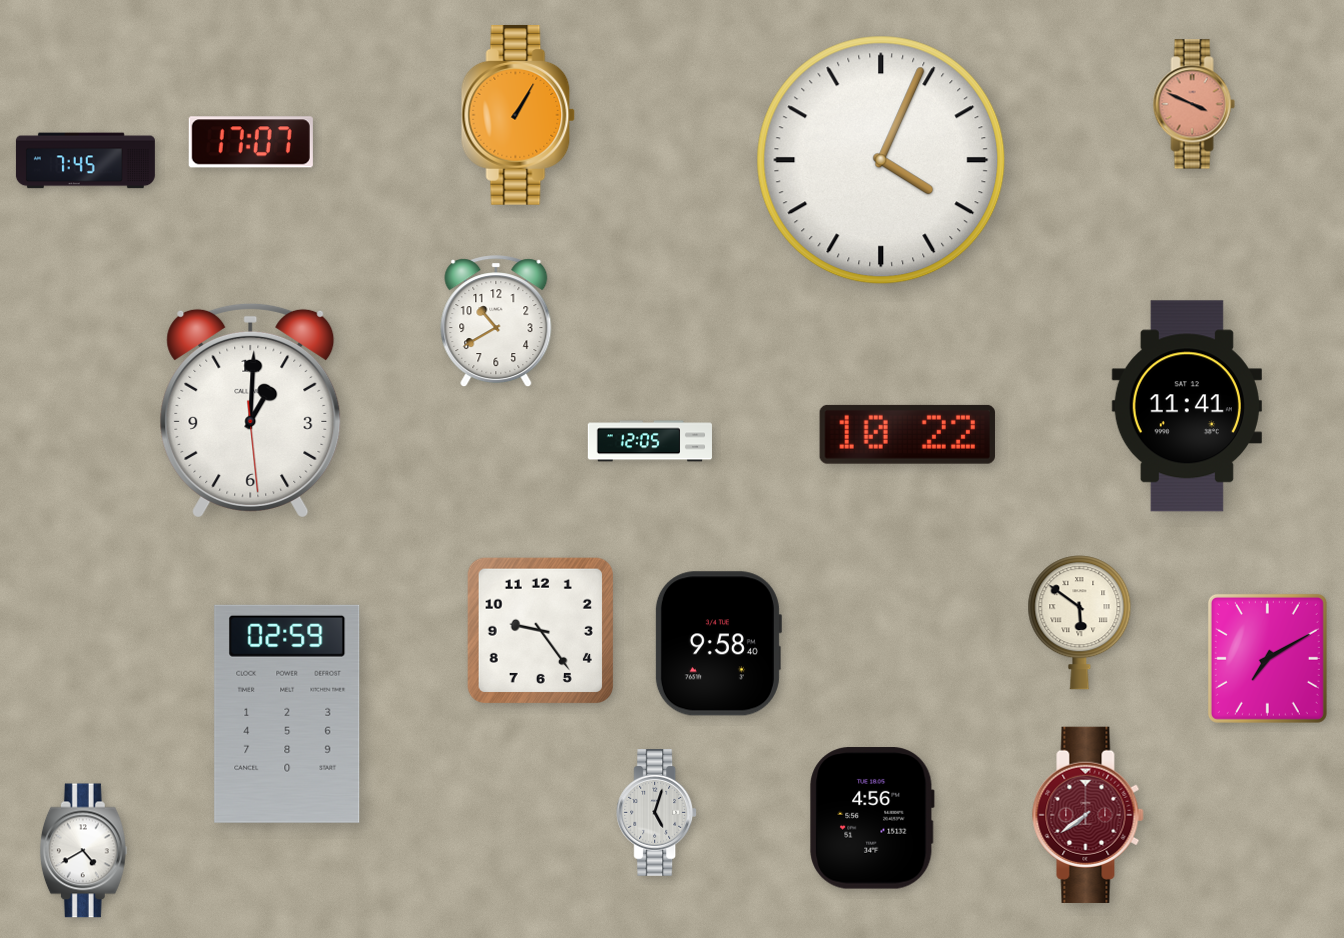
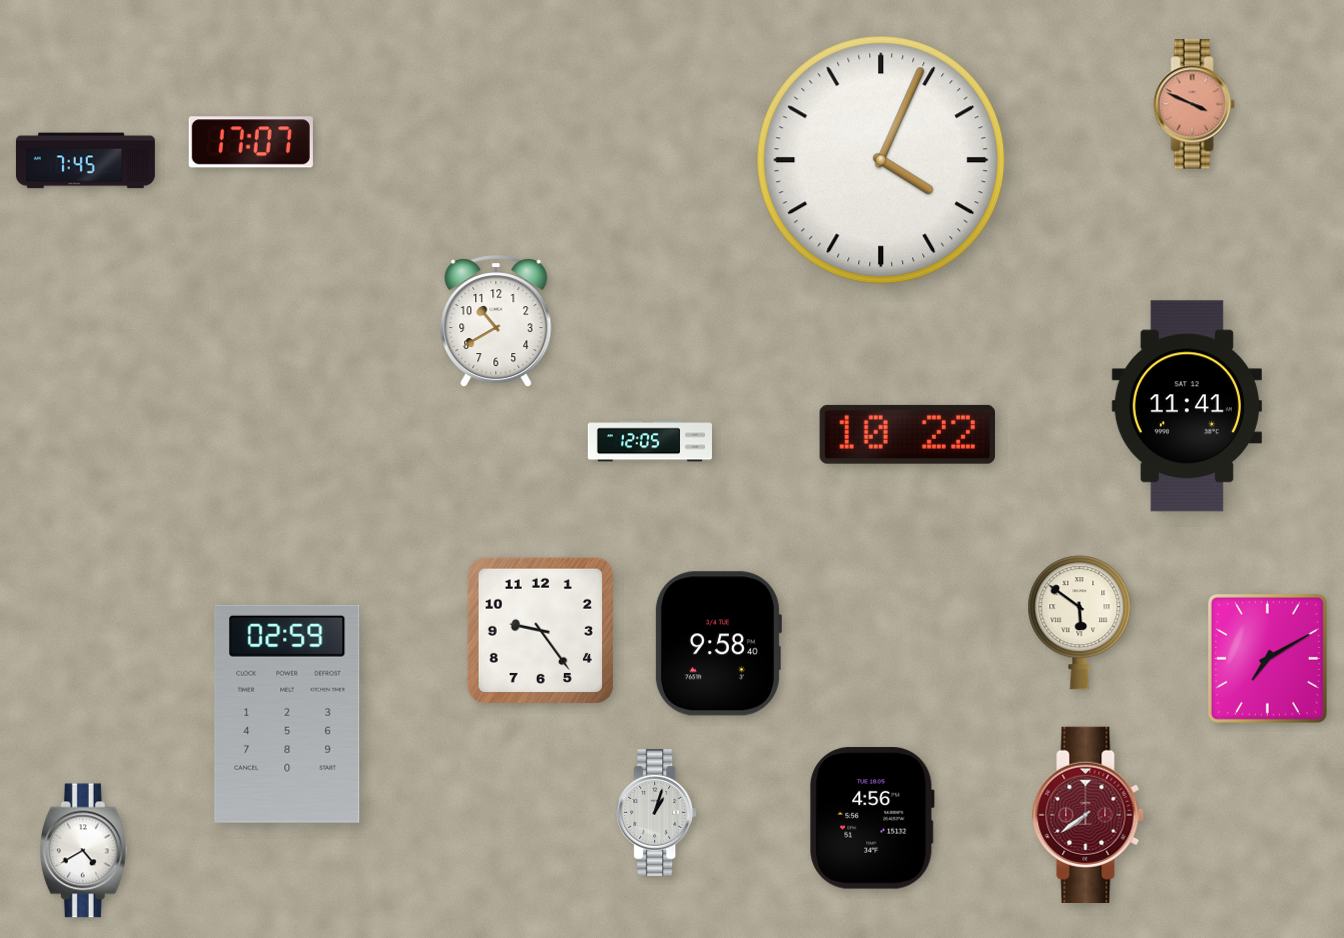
clock at (518, 115): 1:05 -> none
clock at (251, 410): 1:00 -> none
clock at (657, 813): 5:03 -> 1:03
